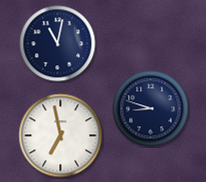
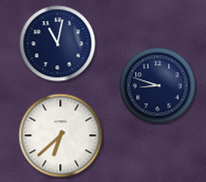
clock at (151, 109) position: (151, 109) -> (158, 86)
clock at (61, 136): 6:58 -> 6:38
